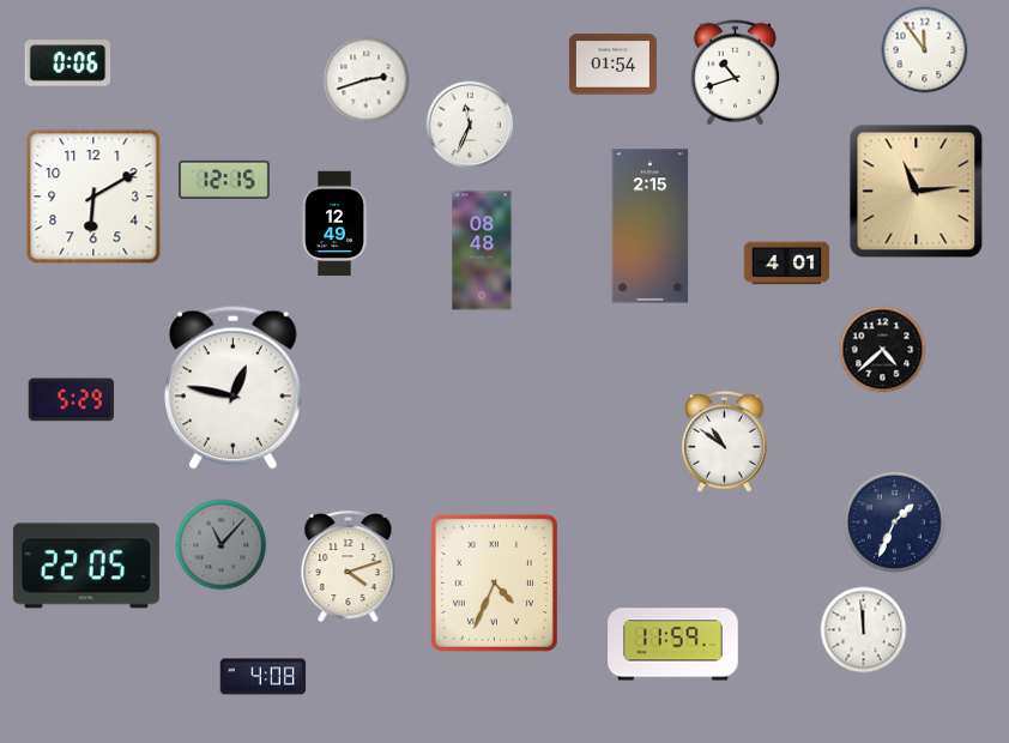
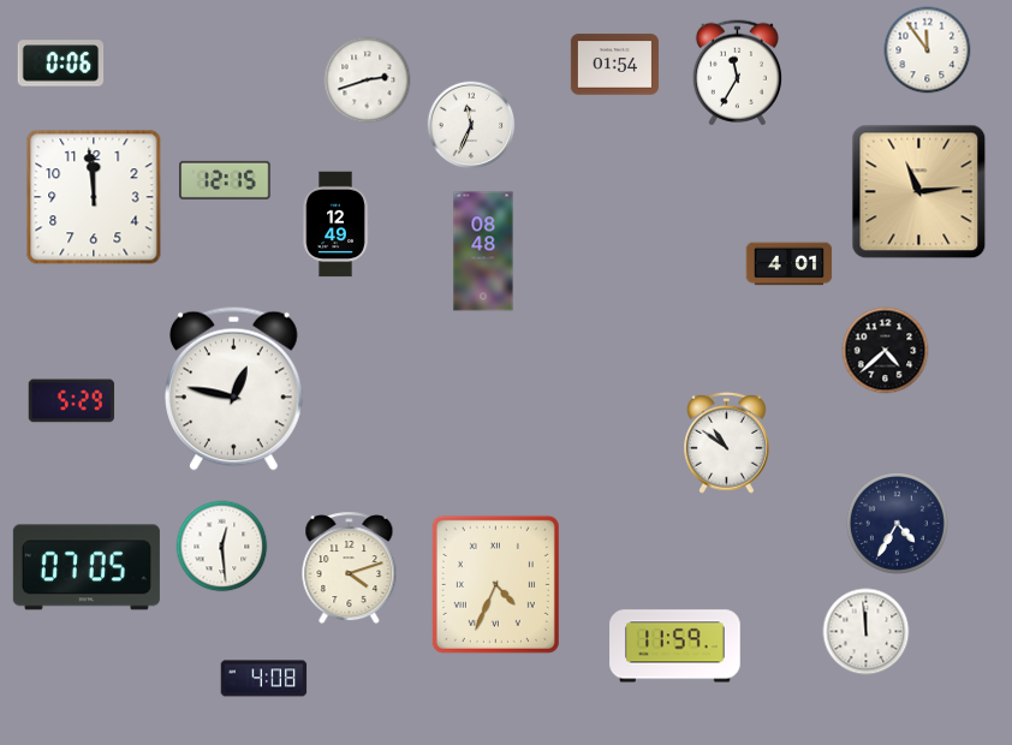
clock at (68, 64) position: (68, 64) -> (61, 64)
clock at (735, 73): 10:42 -> 11:35
clock at (93, 197): 6:10 -> 11:59
clock at (651, 226): 2:15 -> none
clock at (894, 521): 1:34 -> 4:35
clock at (222, 545): 11:07 -> 12:29
clock at (222, 545) dial: grey -> white
clock at (86, 566): 22:05 -> 07:05
